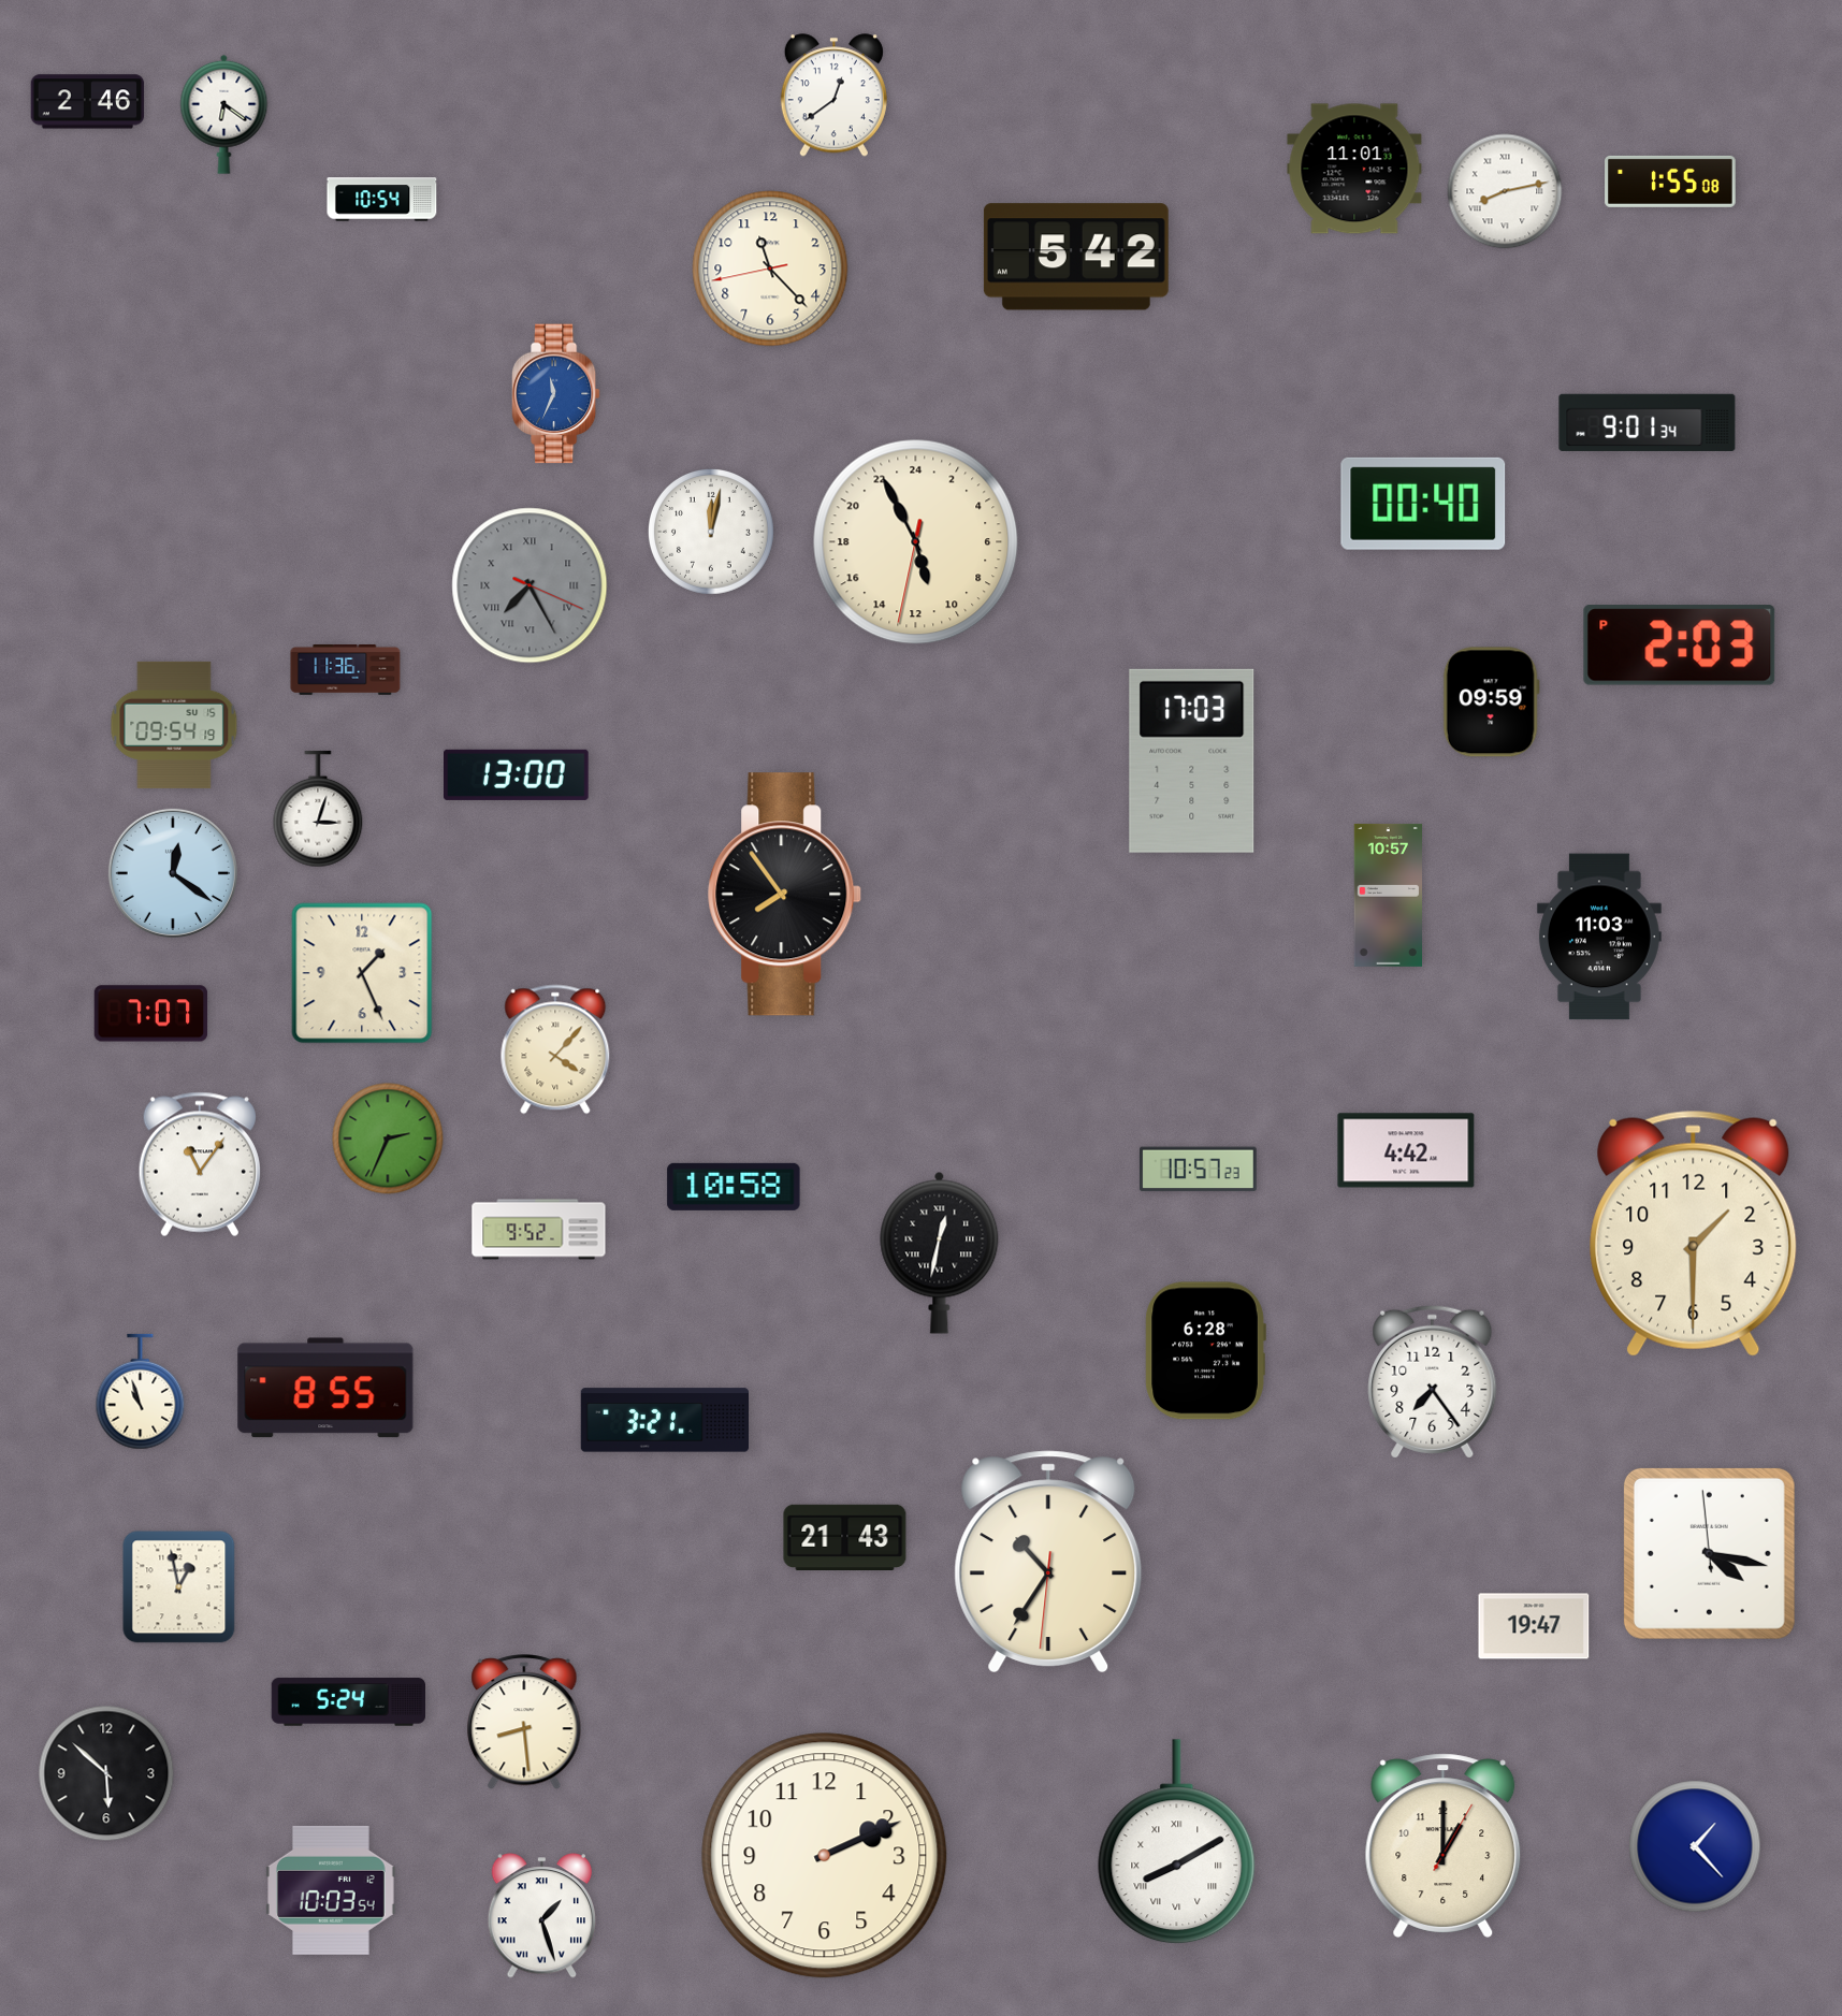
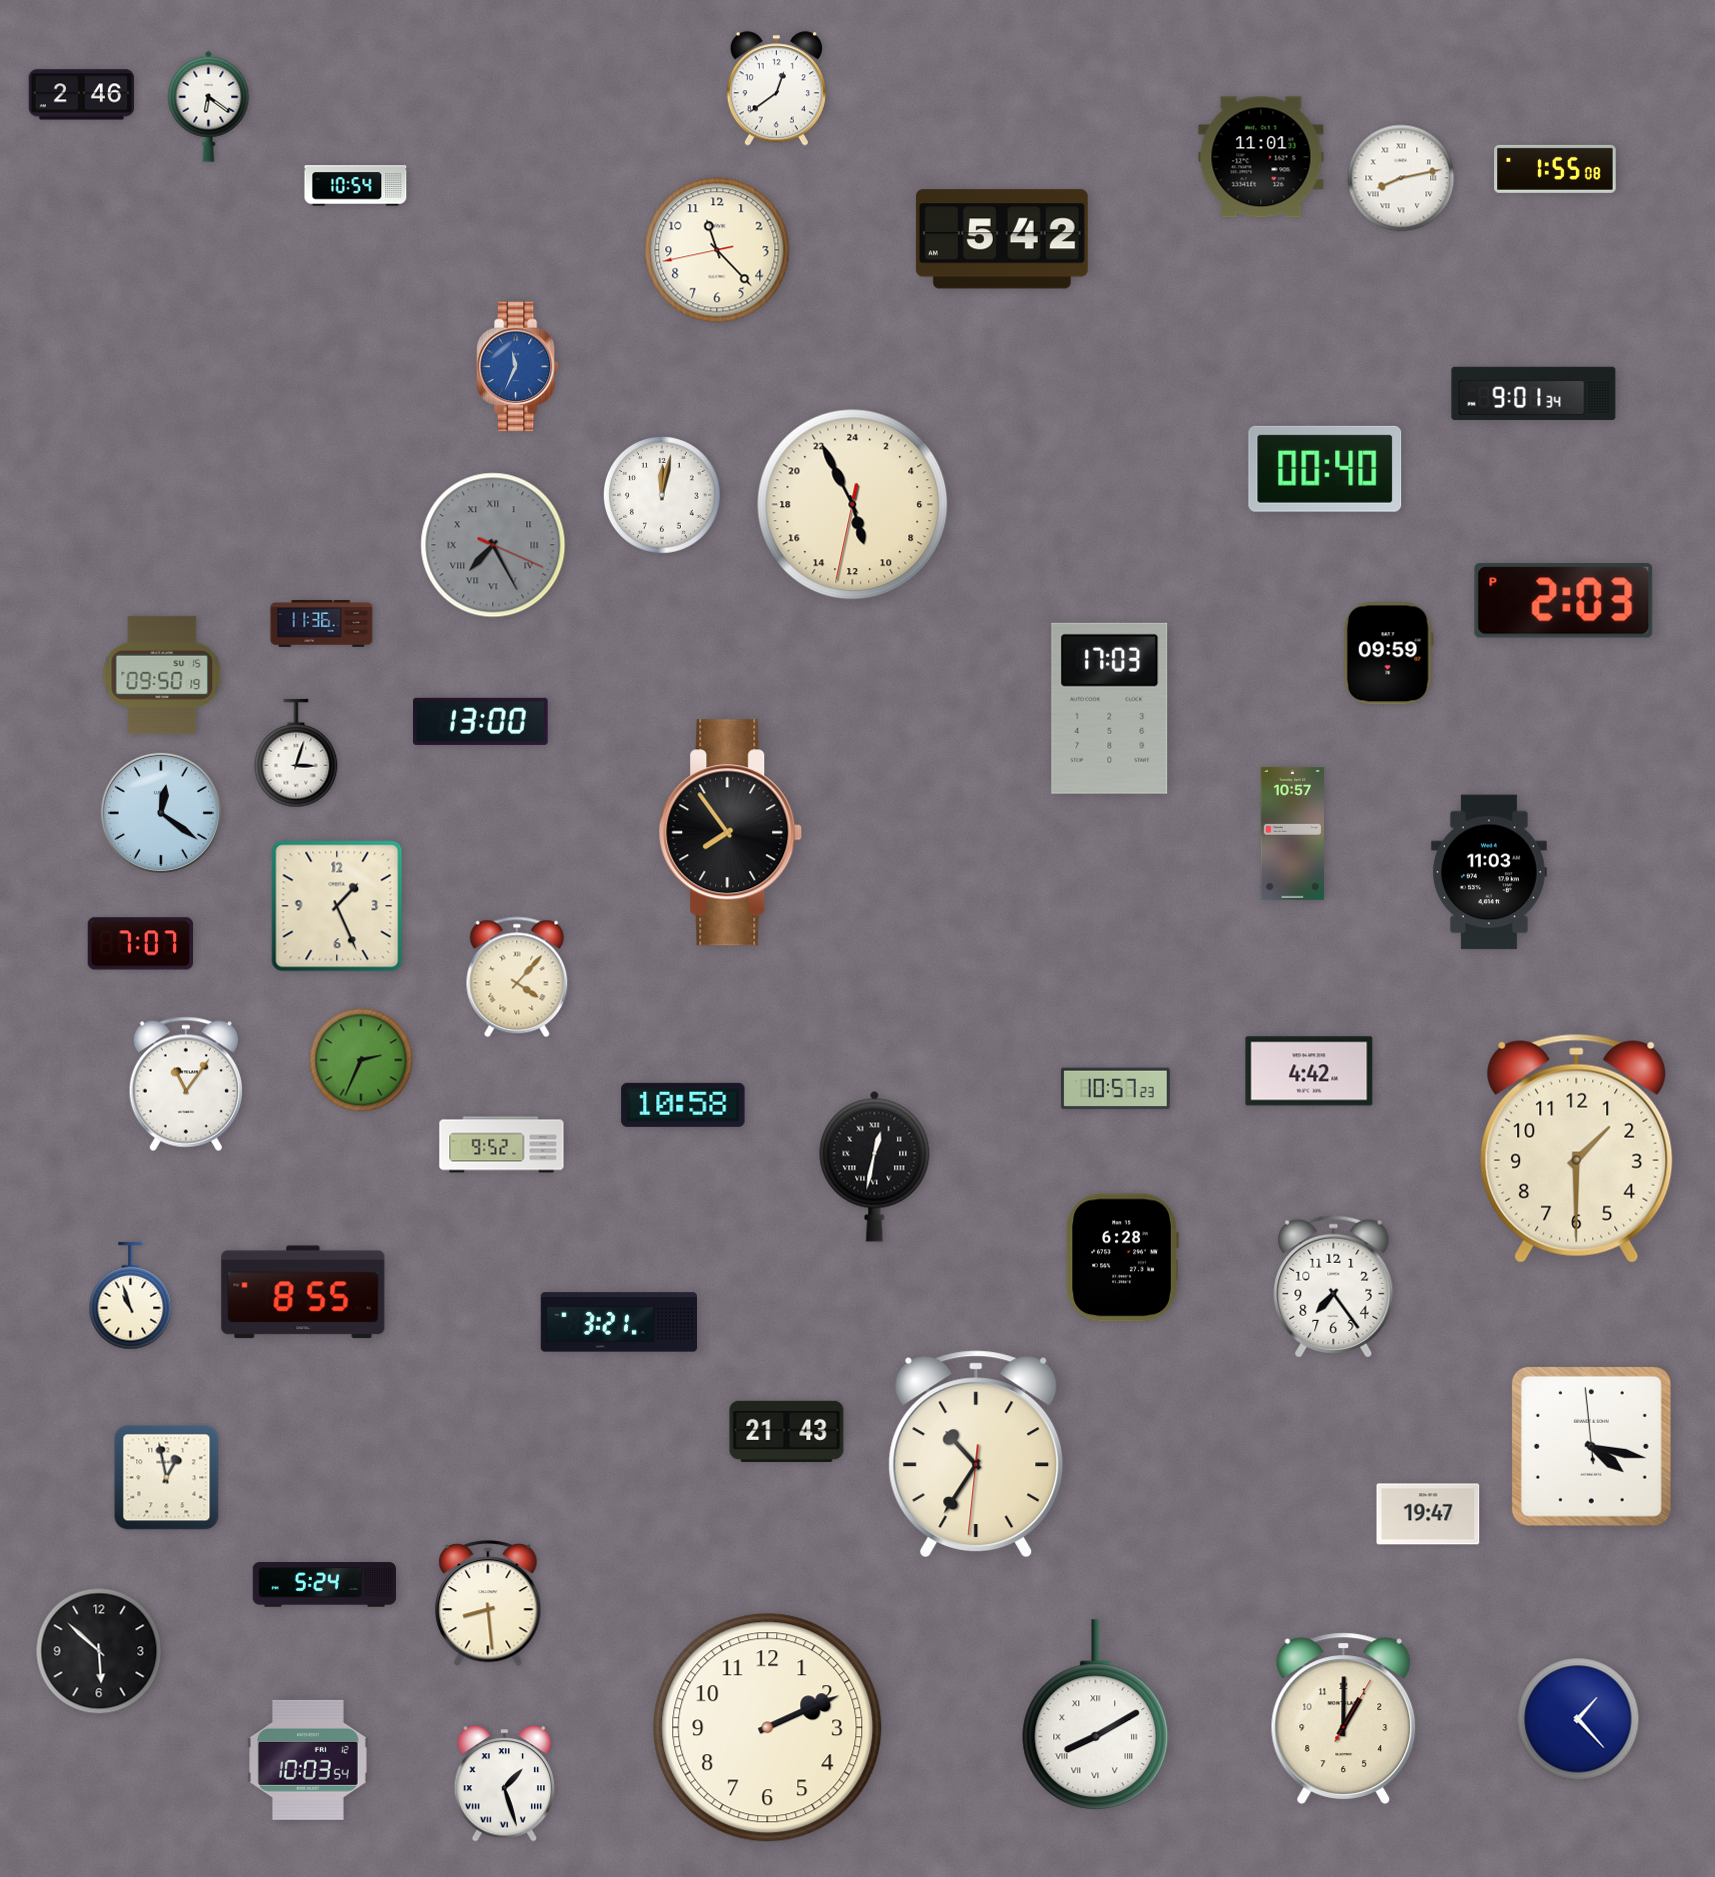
clock at (174, 725): 09:54 -> 09:50
